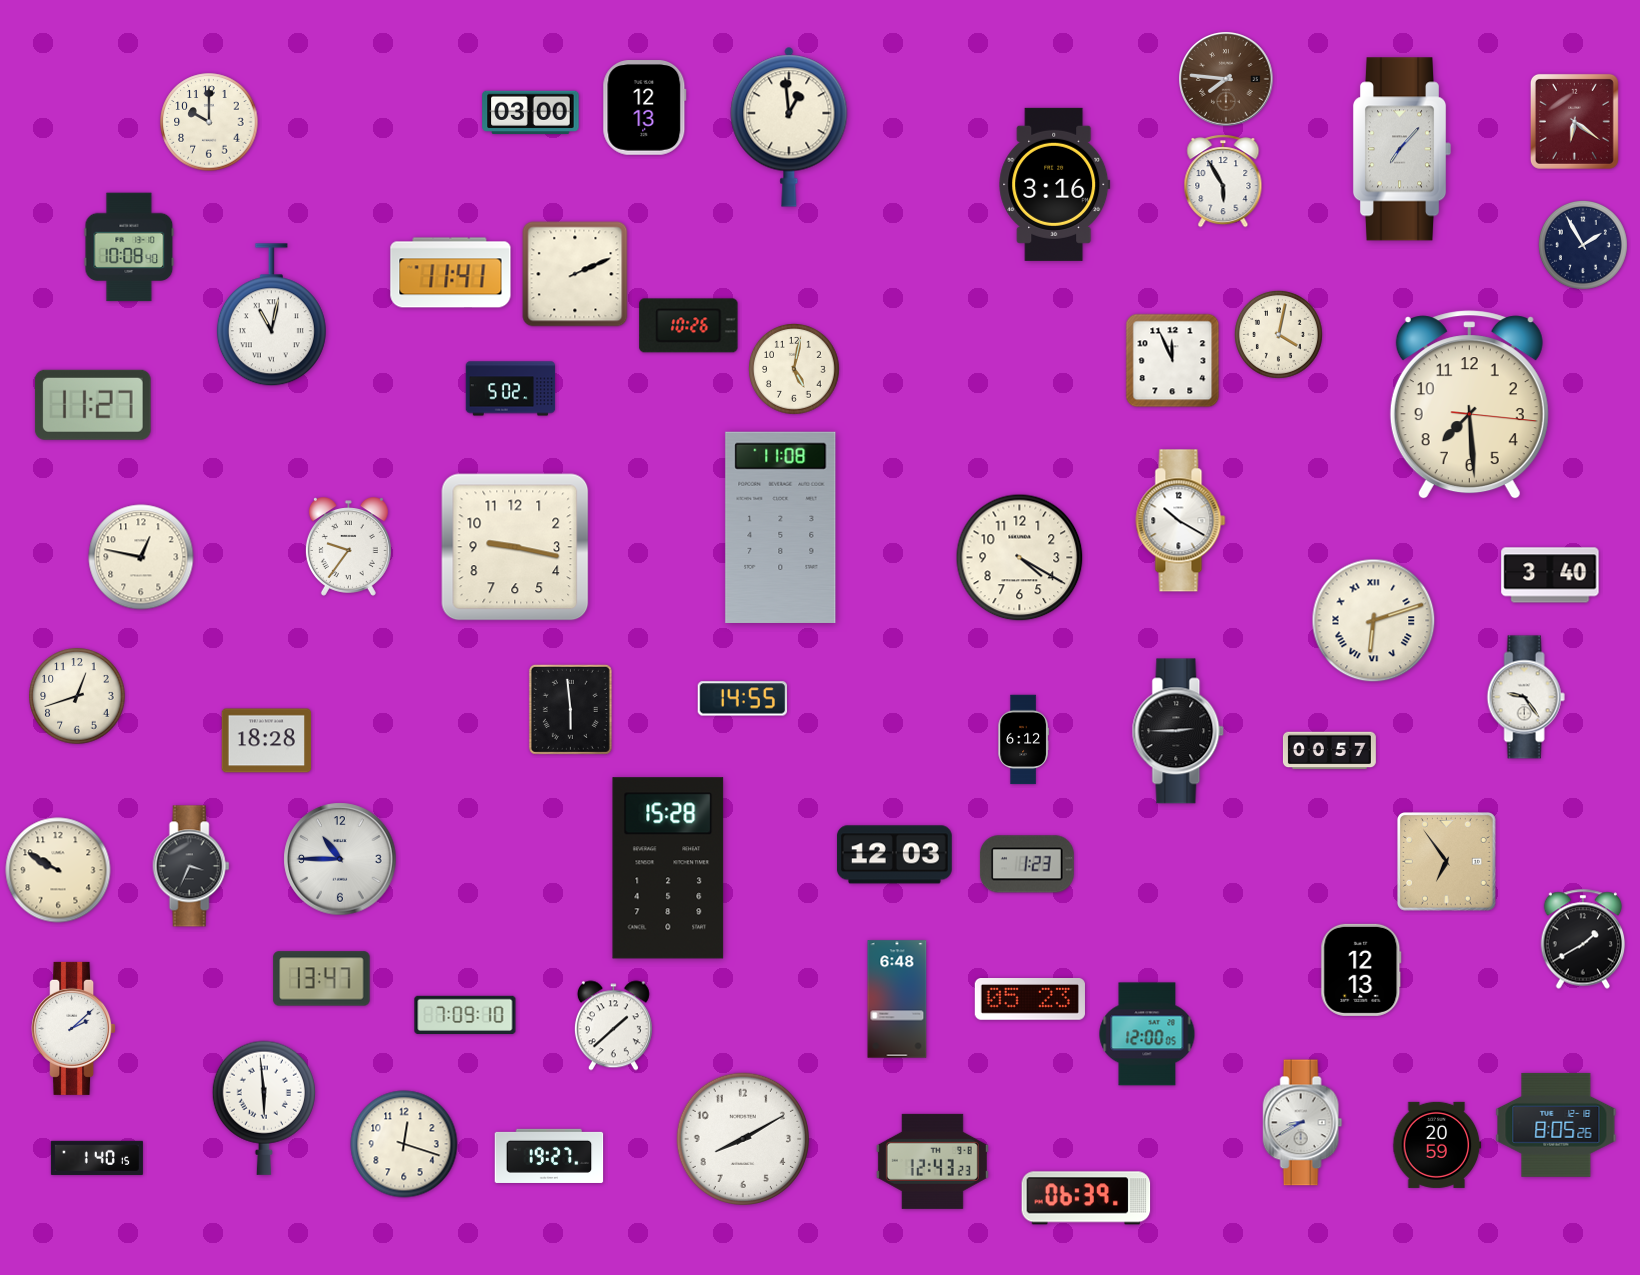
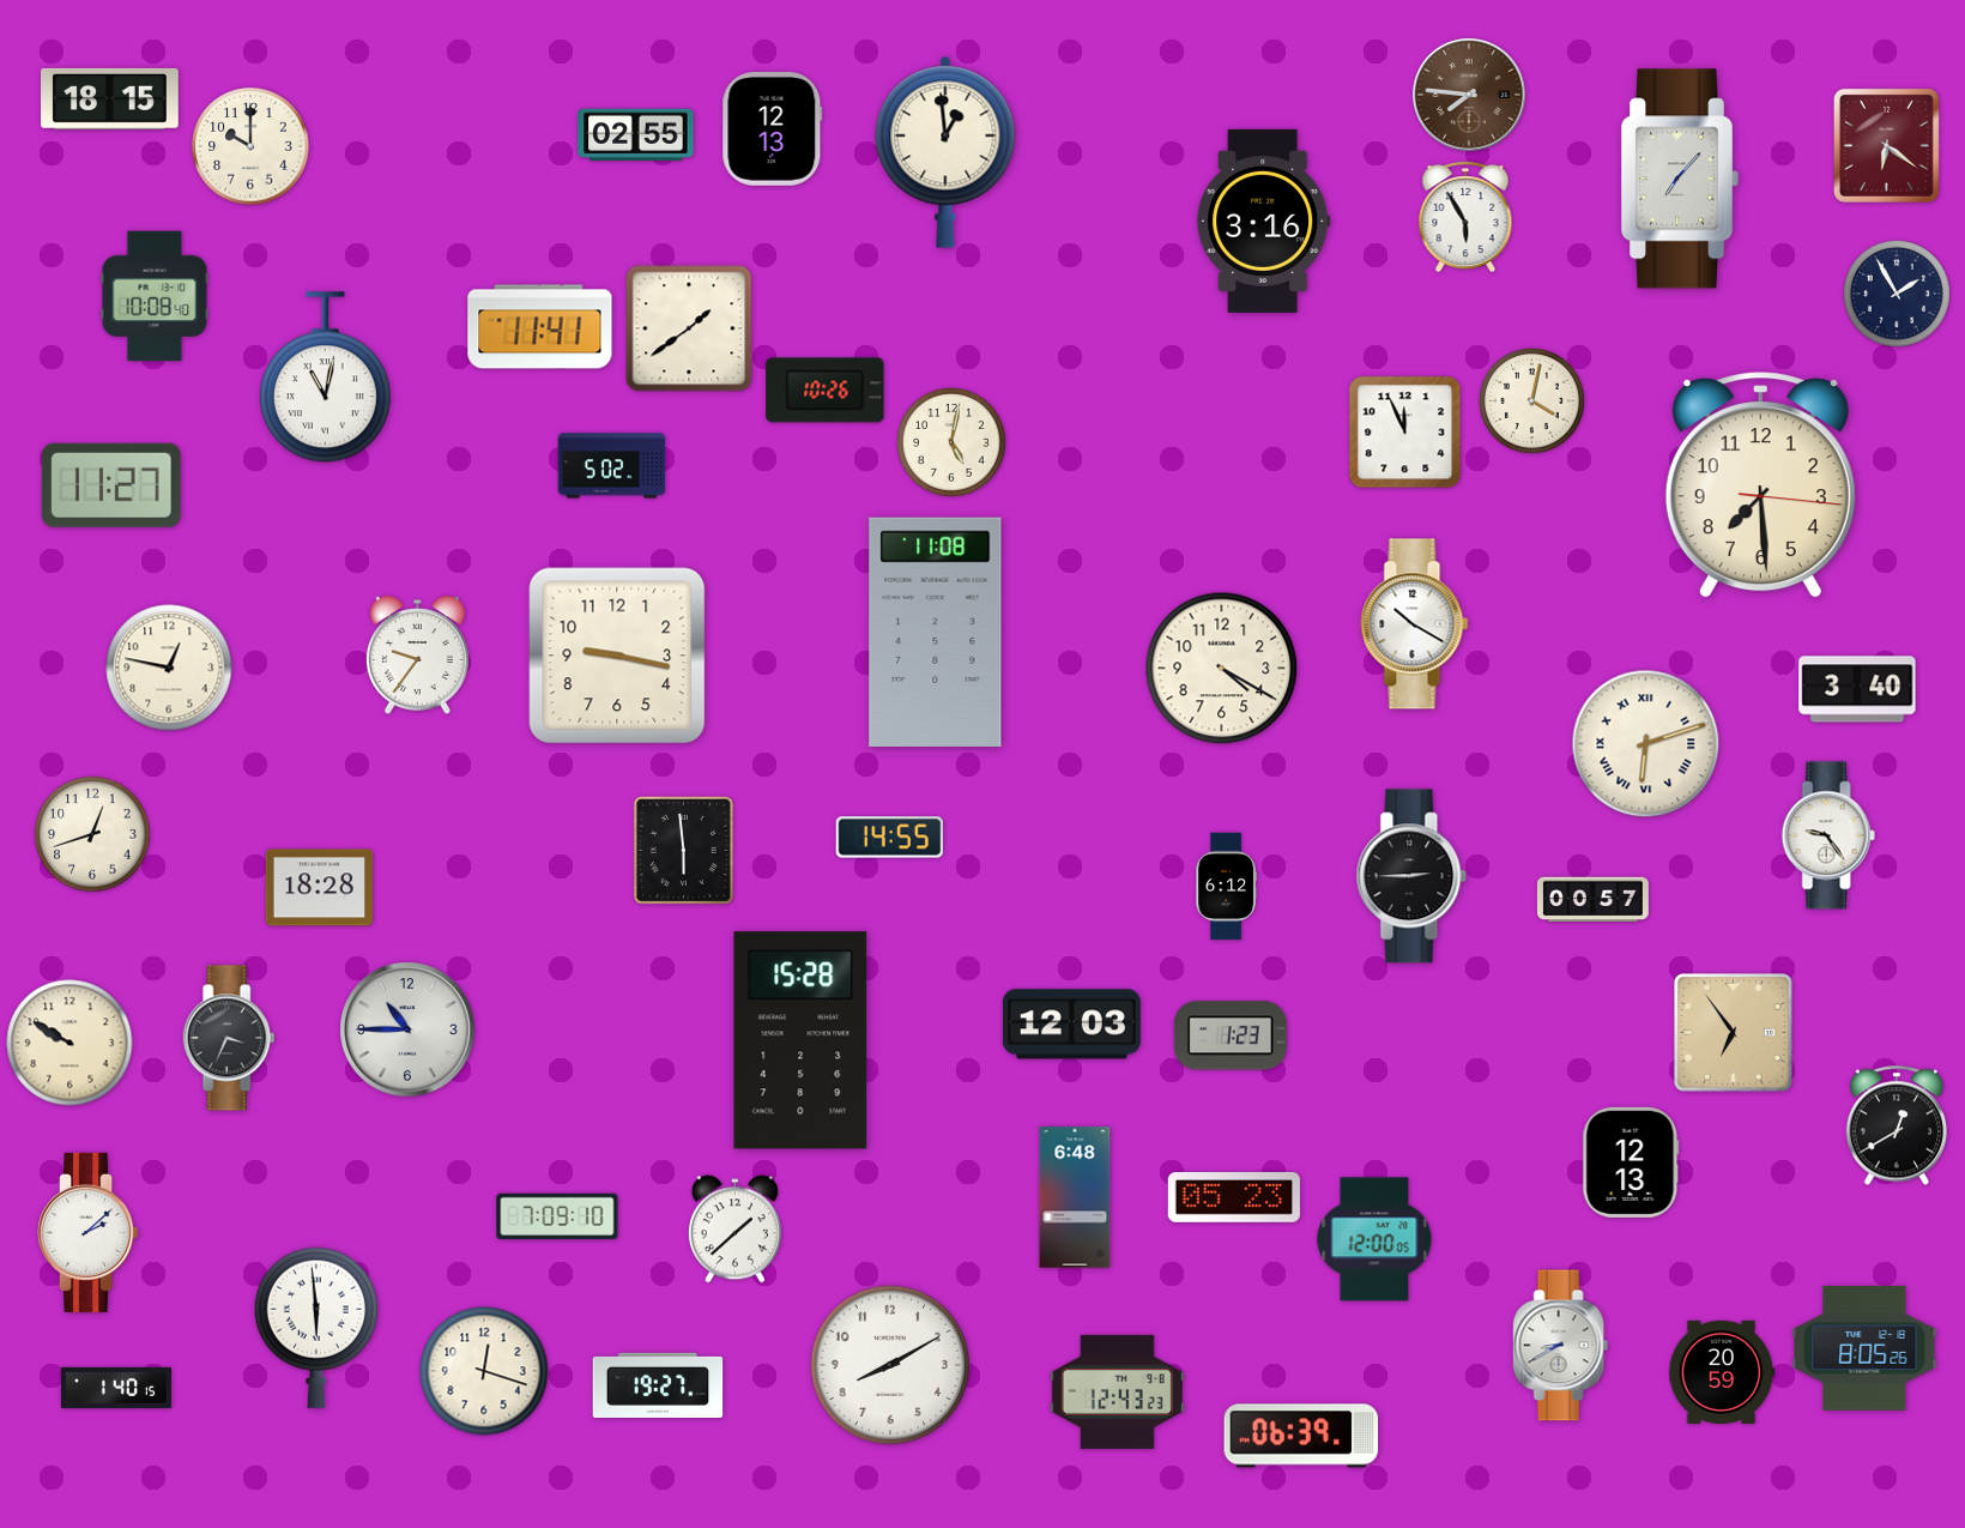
clock at (110, 98): none -> 18:15
clock at (531, 113): 03:00 -> 02:55
clock at (575, 274): 2:11 -> 1:39
clock at (1583, 939): 1:40 -> 12:40
clock at (322, 979): 13:47 -> none
